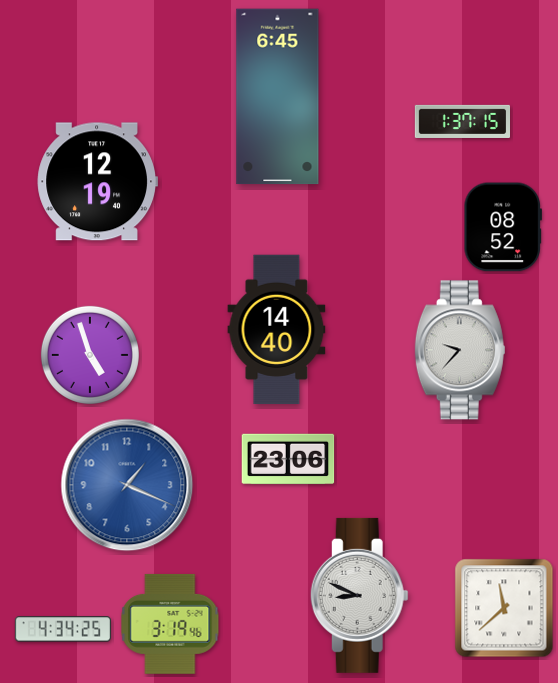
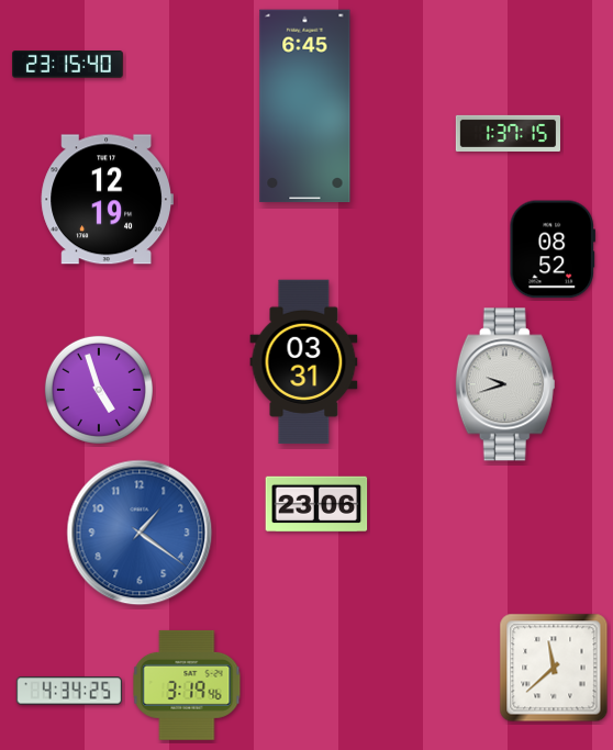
clock at (68, 65): none -> 23:15
clock at (277, 330): 14:40 -> 03:31
clock at (460, 350): 9:37 -> 9:42
clock at (127, 485): 1:19 -> 1:21
clock at (359, 595): 8:49 -> none
